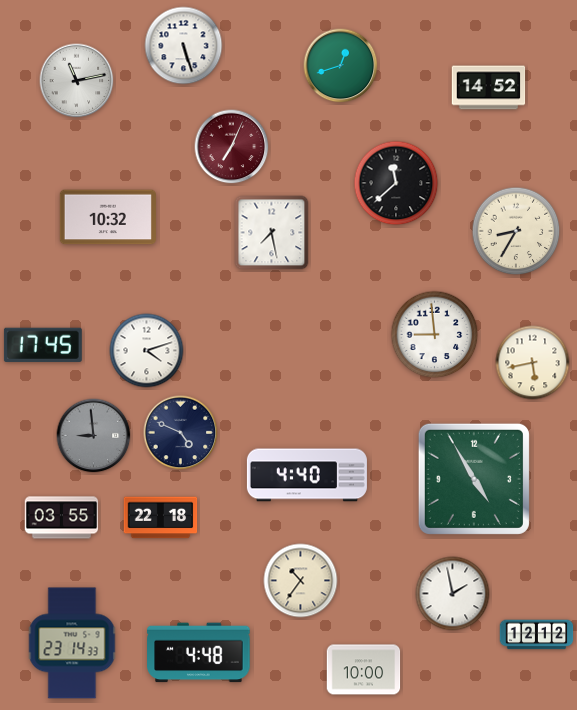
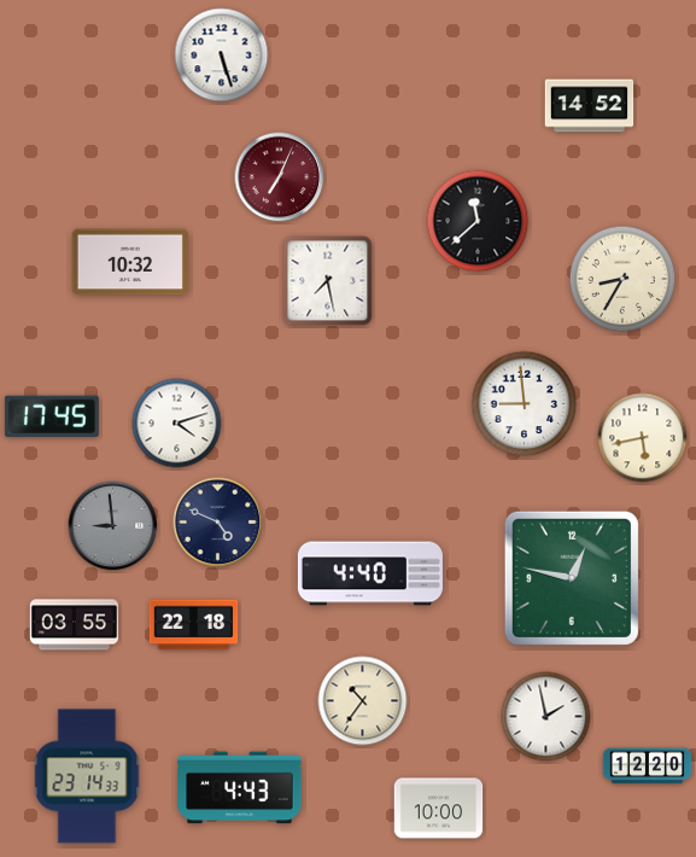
clock at (341, 66): 12:42 -> none
clock at (77, 81): 11:13 -> none
clock at (474, 479): 4:55 -> 12:47
clock at (537, 635): 12:12 -> 12:20
clock at (199, 653): 4:48 -> 4:43
